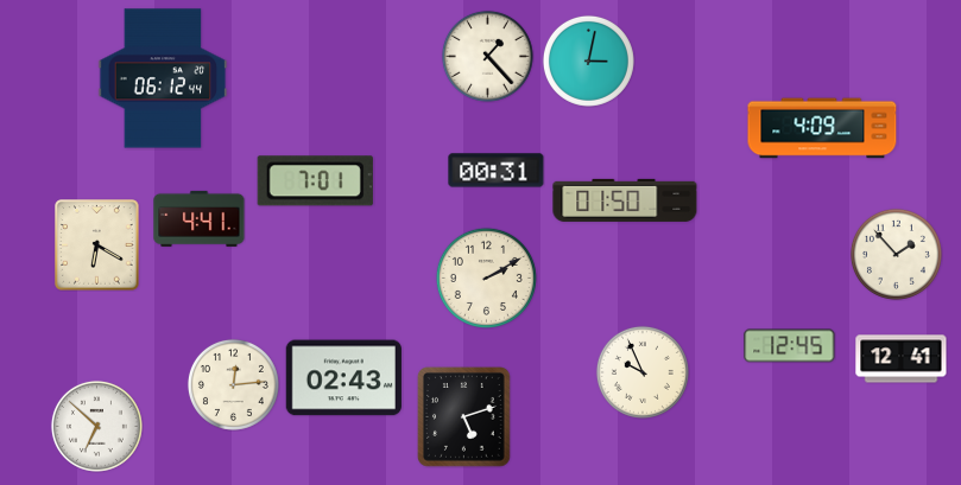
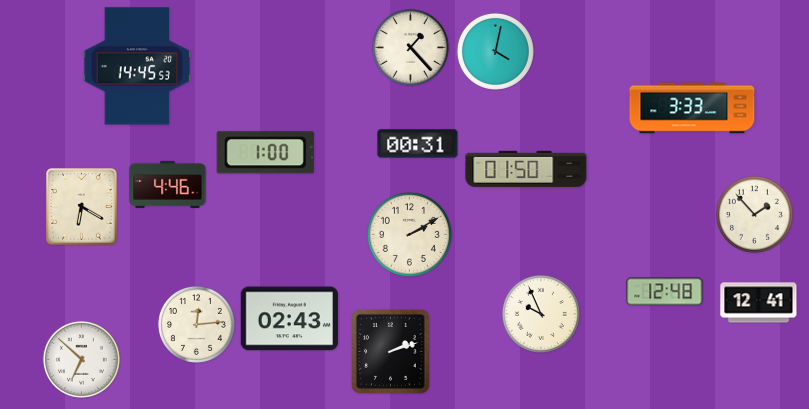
clock at (588, 60): 3:02 -> 4:02
clock at (163, 78): 06:12 -> 14:45
clock at (822, 128): 4:09 -> 3:33
clock at (315, 181): 7:01 -> 1:00
clock at (200, 218): 4:41 -> 4:46
clock at (790, 346): 12:45 -> 12:48
clock at (464, 417): 5:12 -> 2:12
